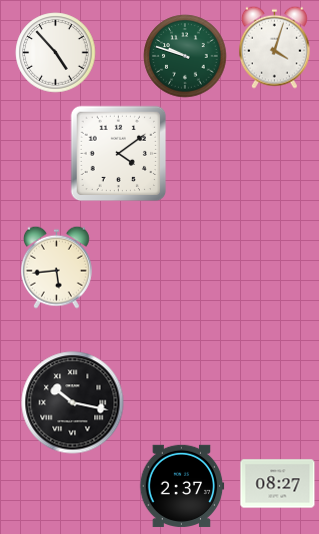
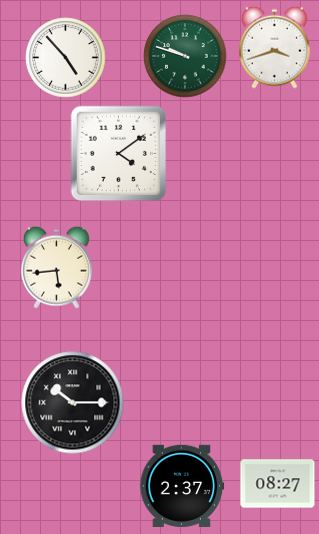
clock at (274, 47): 4:03 -> 3:42
clock at (56, 53) position: (56, 53) -> (66, 58)
clock at (73, 403): 10:17 -> 10:15
